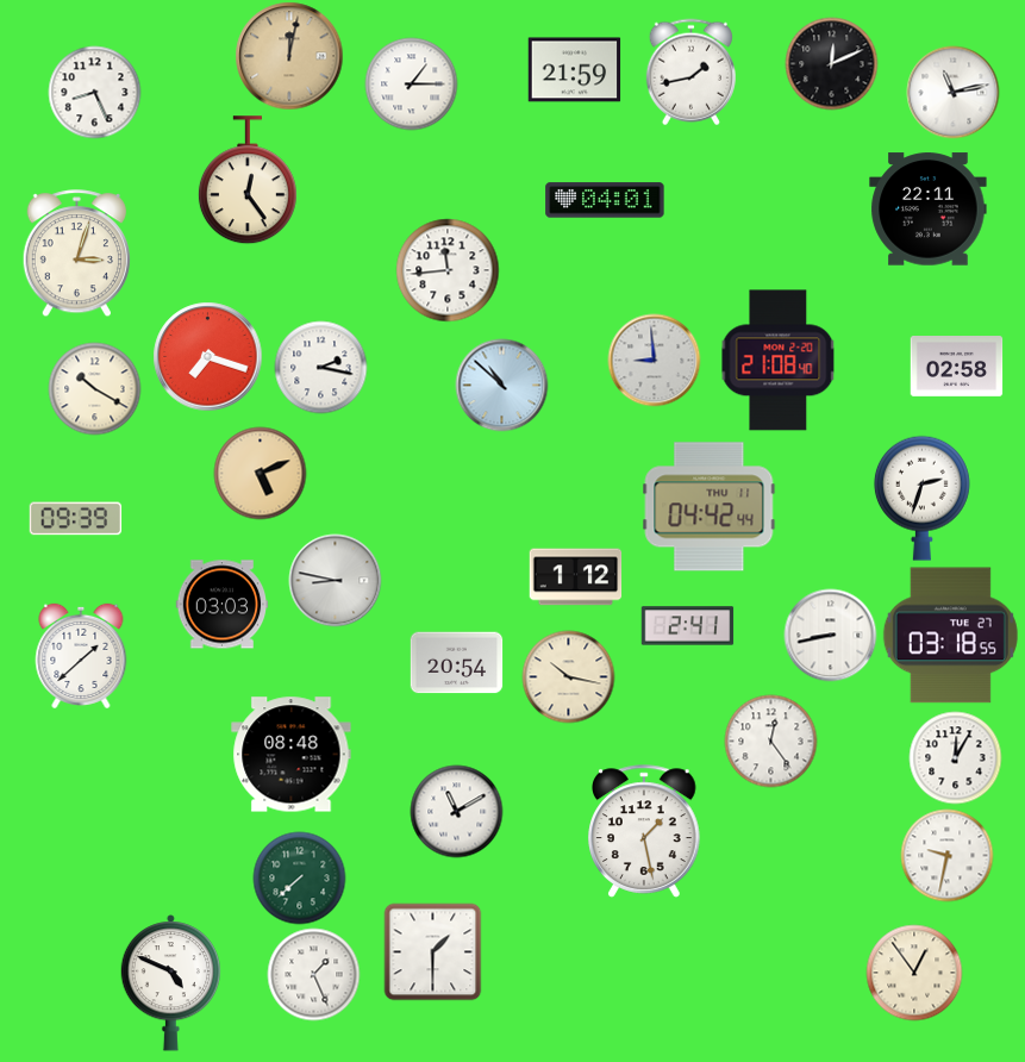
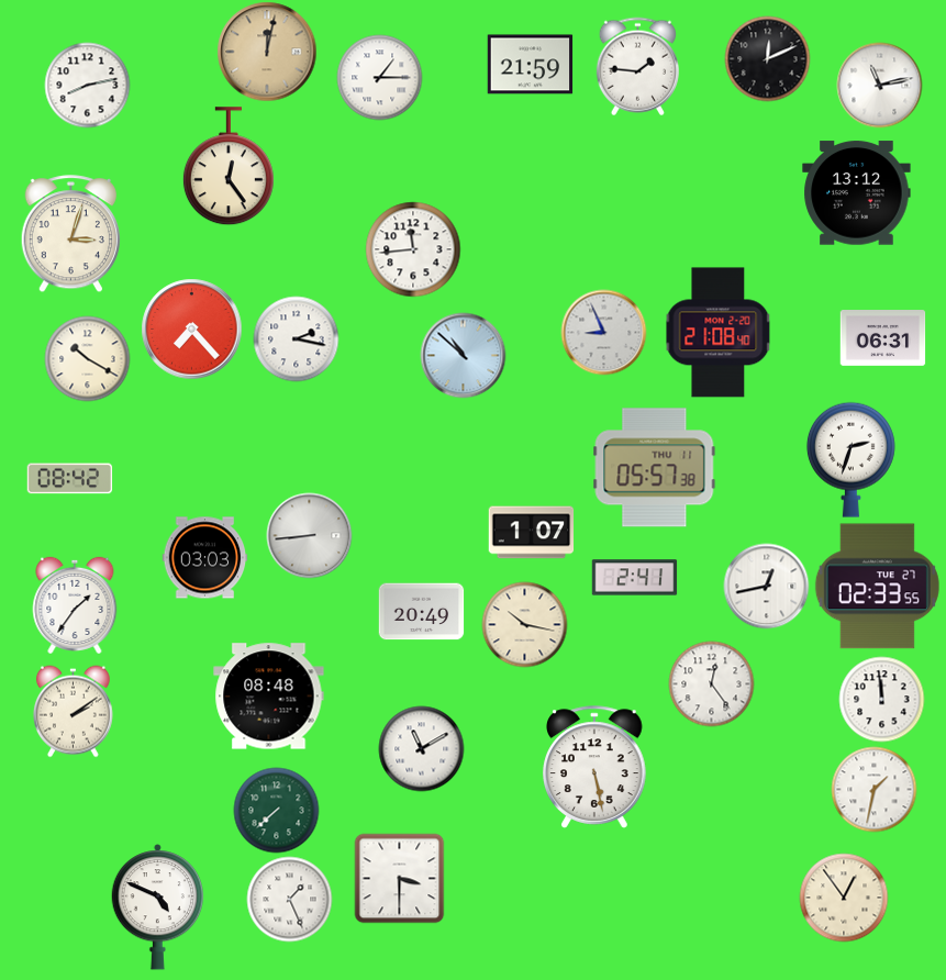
clock at (690, 71): 1:43 -> 1:46
clock at (94, 92): 8:26 -> 8:13
clock at (605, 200): 04:01 -> none
clock at (929, 210): 22:11 -> 13:12
clock at (207, 356): 7:18 -> 7:23
clock at (654, 360): 8:59 -> 8:56
clock at (956, 367): 02:58 -> 06:31
clock at (260, 473): 5:11 -> none
clock at (710, 507): 04:42 -> 05:57
clock at (75, 519): 09:39 -> 08:42
clock at (575, 577): 1:12 -> 1:07
clock at (335, 580): 8:47 -> 8:44
clock at (830, 635): 8:43 -> 12:43
clock at (950, 636): 03:18 -> 02:33
clock at (81, 656): 1:38 -> 1:36
clock at (456, 663): 20:54 -> 20:49
clock at (955, 757): 12:05 -> 11:59
clock at (73, 711): none -> 2:09
clock at (644, 831): 1:28 -> 5:28
clock at (946, 855): 9:32 -> 1:32
clock at (432, 951): 1:30 -> 3:30
